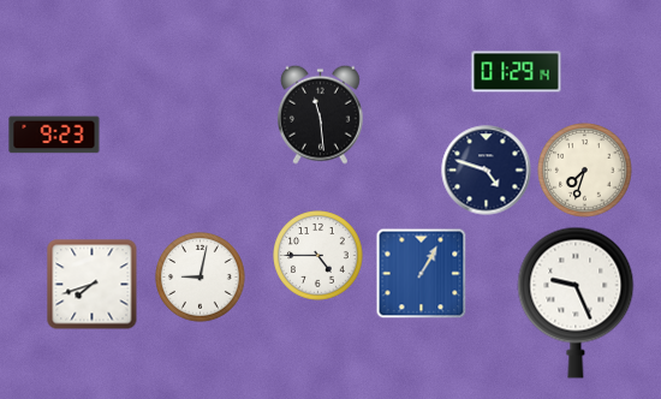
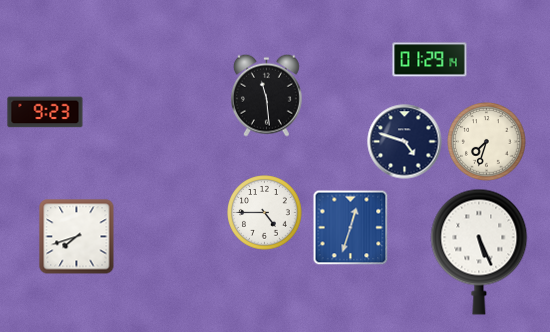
clock at (422, 274): 1:05 -> 12:33
clock at (201, 278): 9:02 -> none
clock at (576, 303): 9:26 -> 5:26
